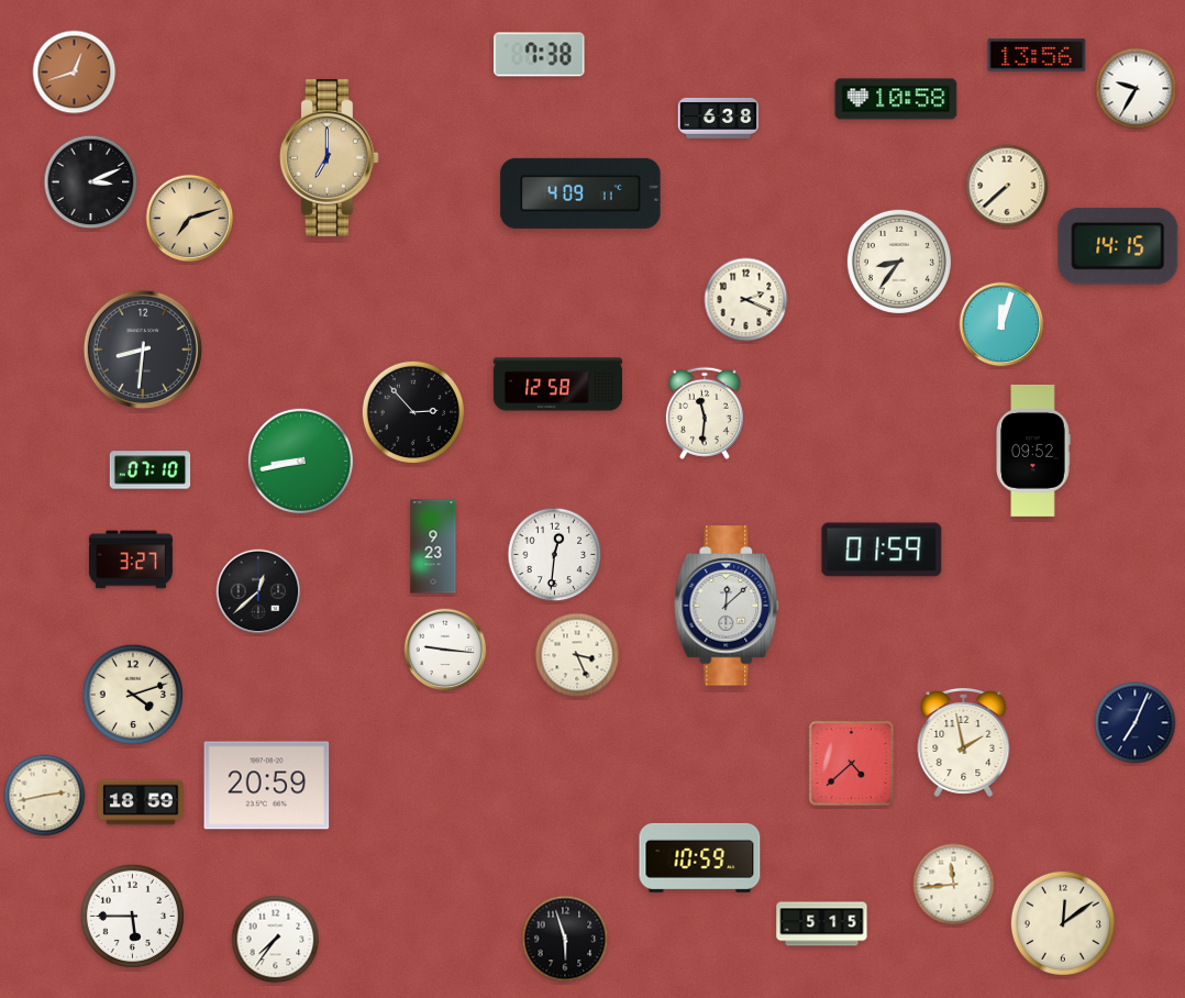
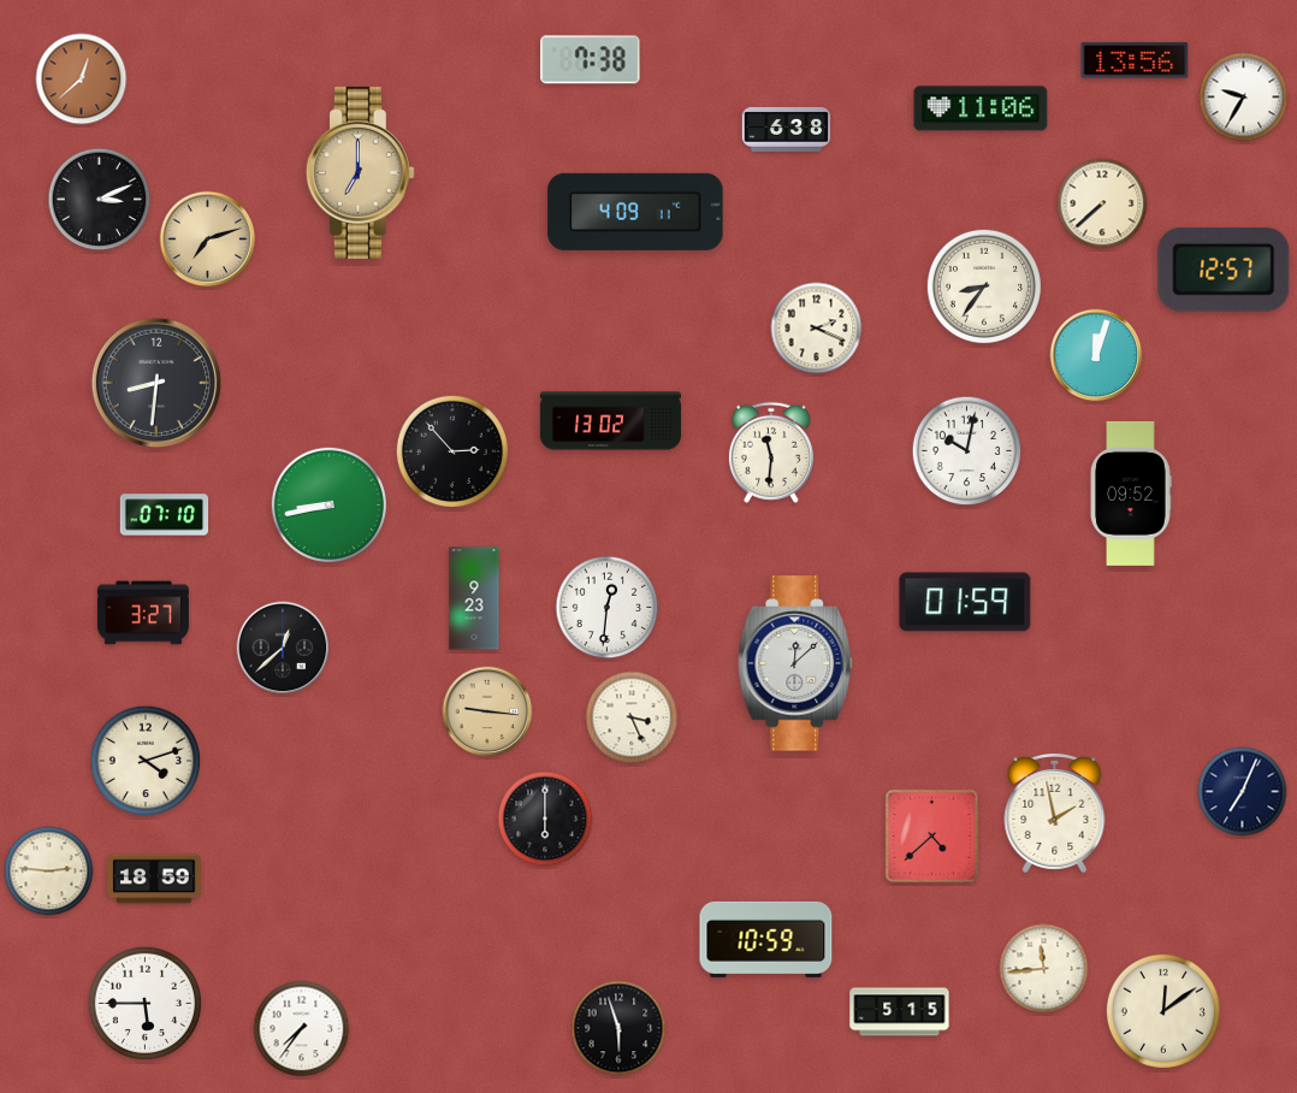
clock at (75, 73): 12:42 -> 12:38
clock at (896, 99): 10:58 -> 11:06
clock at (1118, 246): 14:15 -> 12:57
clock at (557, 385): 12:58 -> 13:02
clock at (967, 451): none -> 10:02
clock at (445, 650) dial: white -> champagne
clock at (545, 819): none -> 6:00
clock at (267, 786): 20:59 -> none
clock at (45, 796): 2:43 -> 2:46
